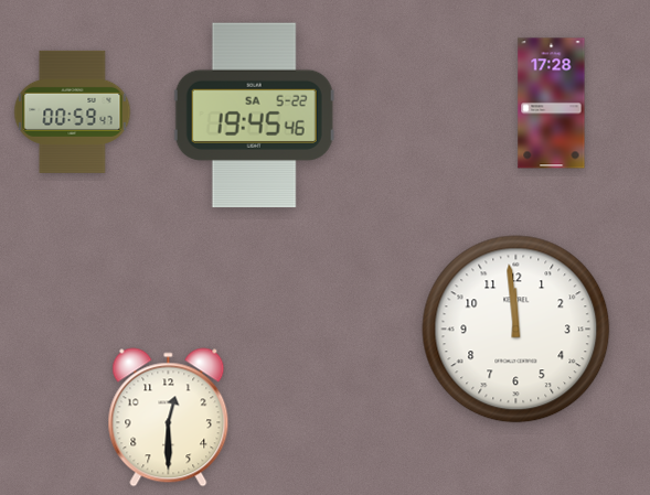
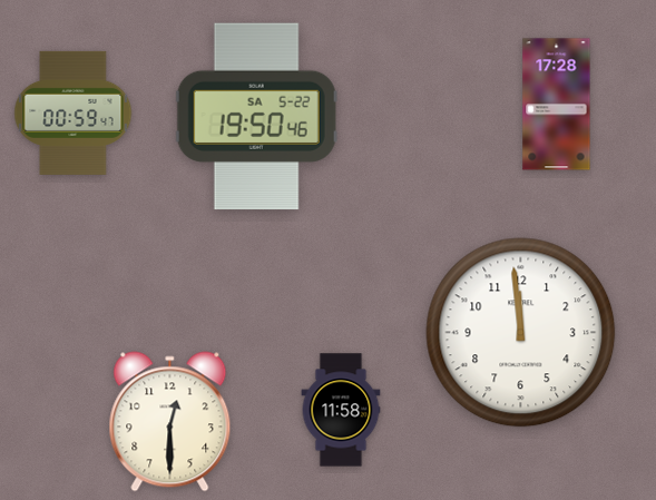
clock at (254, 116): 19:45 -> 19:50
clock at (341, 410): none -> 11:58
